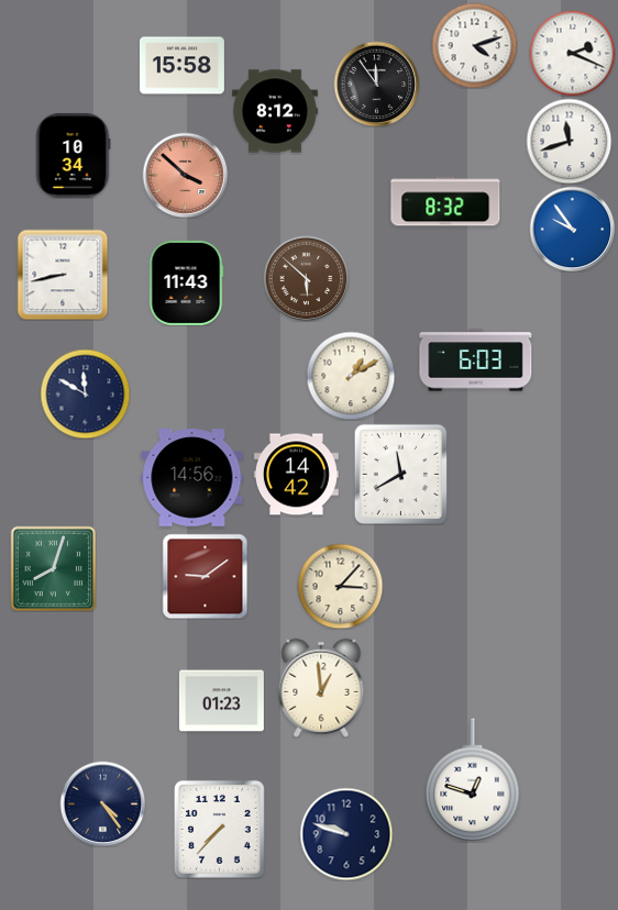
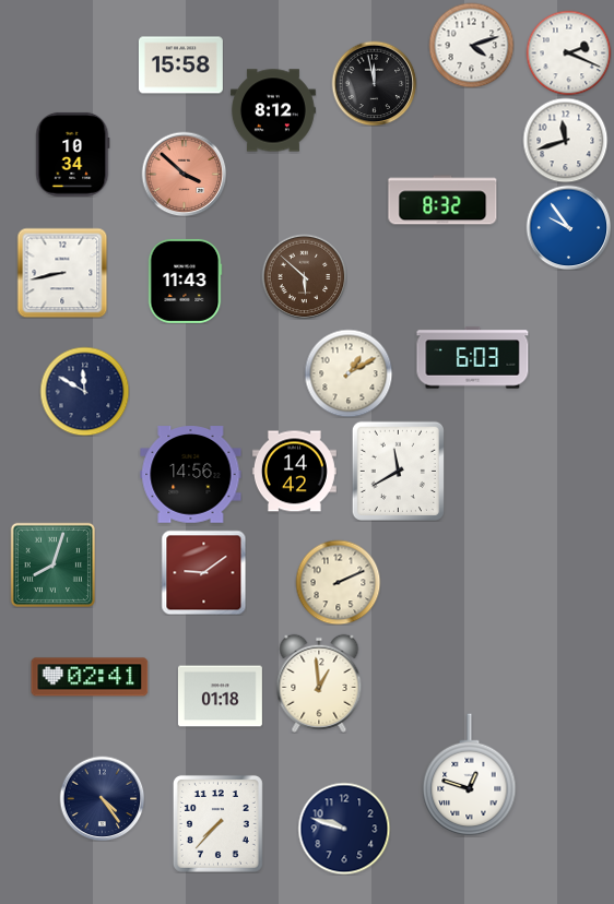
clock at (376, 84): 11:54 -> 11:58
clock at (340, 586): 3:07 -> 2:11
clock at (90, 677): none -> 02:41
clock at (221, 701): 01:23 -> 01:18
